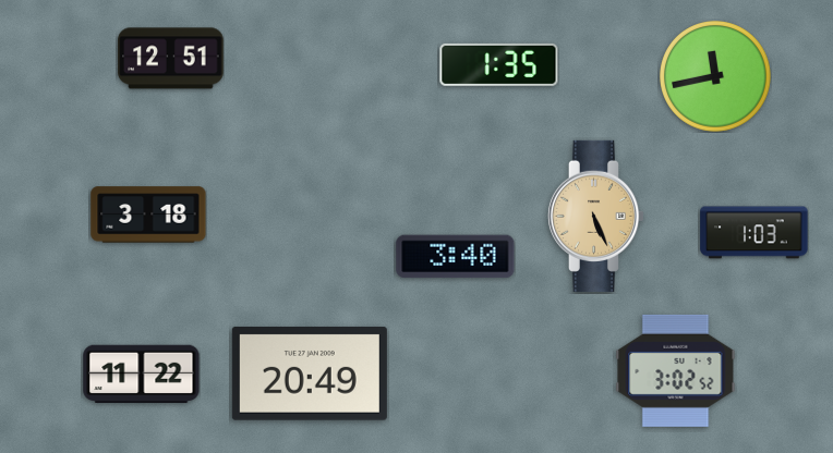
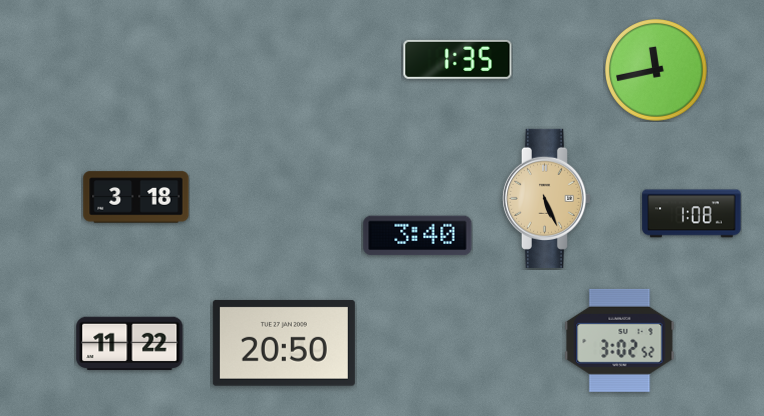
clock at (171, 59): 12:51 -> none
clock at (754, 233): 1:03 -> 1:08
clock at (310, 374): 20:49 -> 20:50
